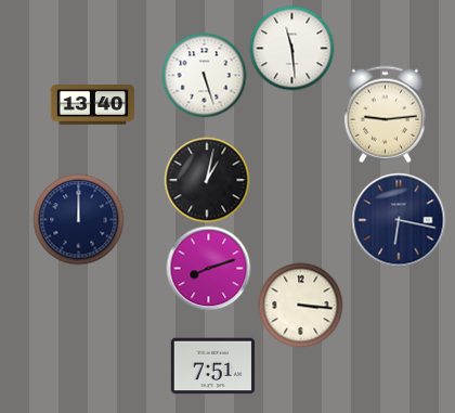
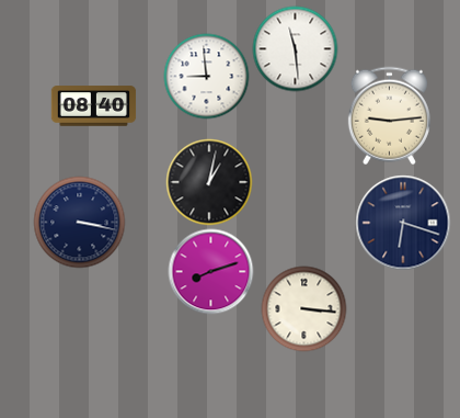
clock at (204, 75): 5:27 -> 8:59
clock at (92, 105): 13:40 -> 08:40
clock at (78, 219): 12:00 -> 3:17
clock at (399, 220): 6:17 -> 6:18
clock at (212, 366): 7:51 -> none
